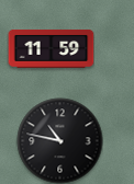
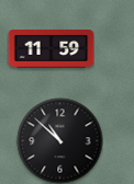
clock at (59, 140): 10:47 -> 10:52
